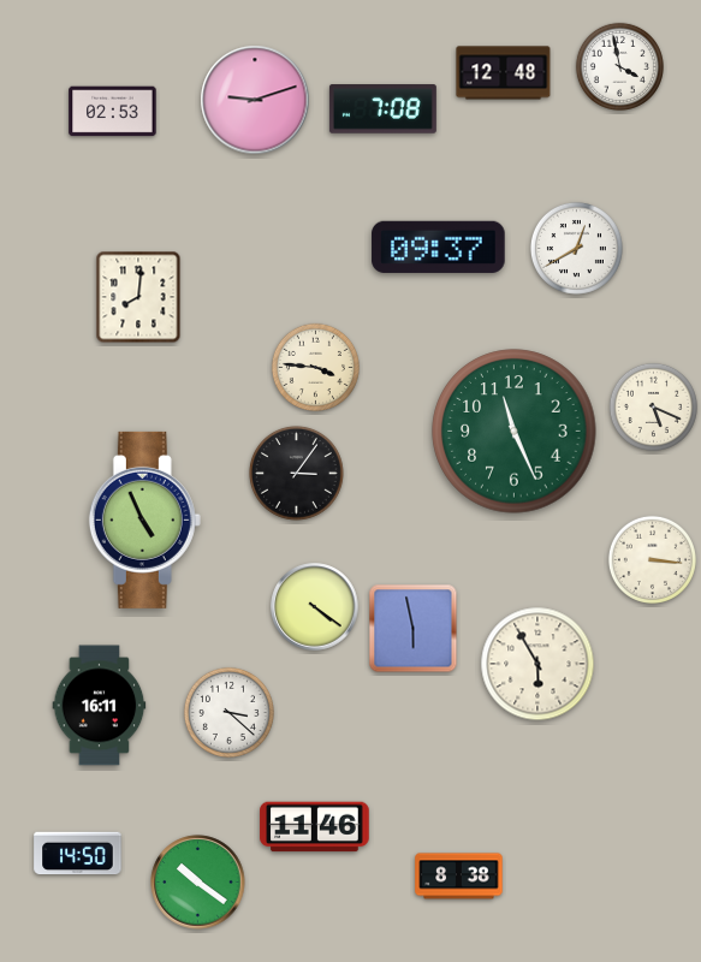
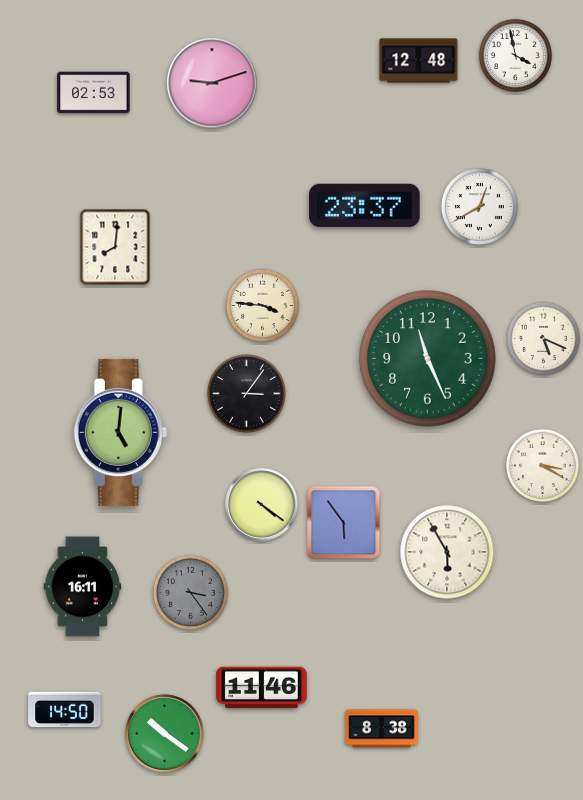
clock at (382, 109): 7:08 -> none
clock at (439, 247): 09:37 -> 23:37
clock at (144, 519): 4:56 -> 5:01
clock at (652, 559): 3:16 -> 3:20
clock at (414, 629): 5:58 -> 5:54
clock at (228, 712): 3:22 -> 3:24
clock at (228, 712) dial: white -> grey
